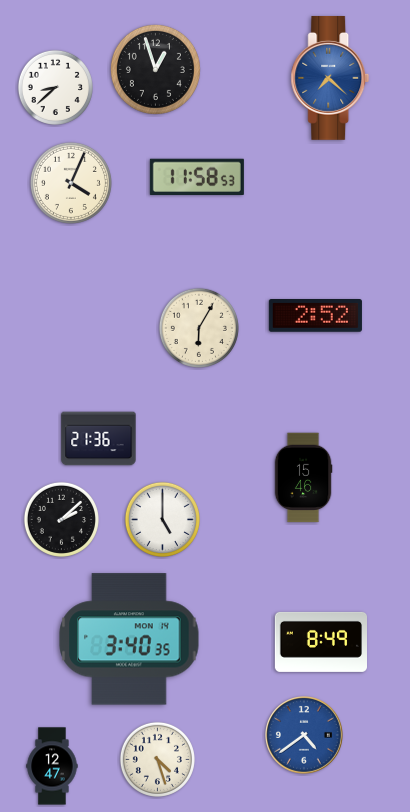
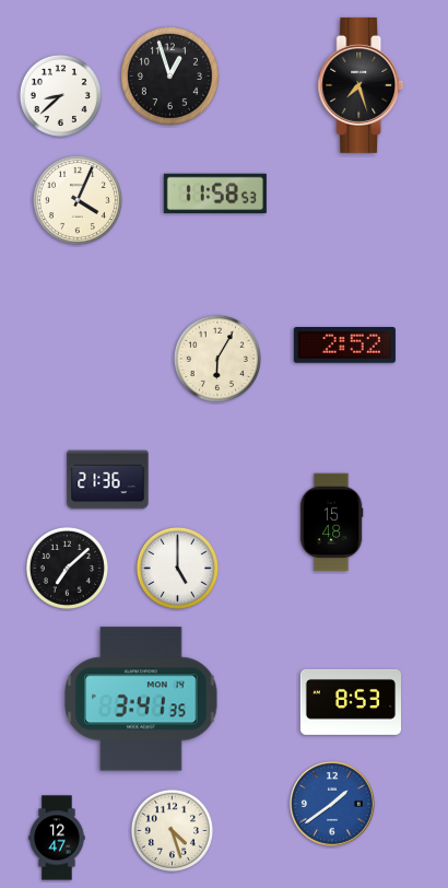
clock at (330, 78): 7:22 -> 7:27
clock at (330, 78) dial: blue -> black
clock at (303, 478): 15:46 -> 15:48
clock at (61, 519): 2:08 -> 7:08
clock at (129, 639): 3:40 -> 3:41
clock at (320, 642): 8:49 -> 8:53
clock at (305, 736): 4:39 -> 1:39
